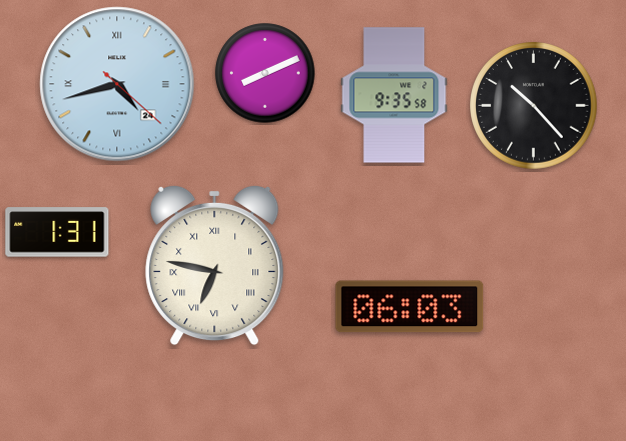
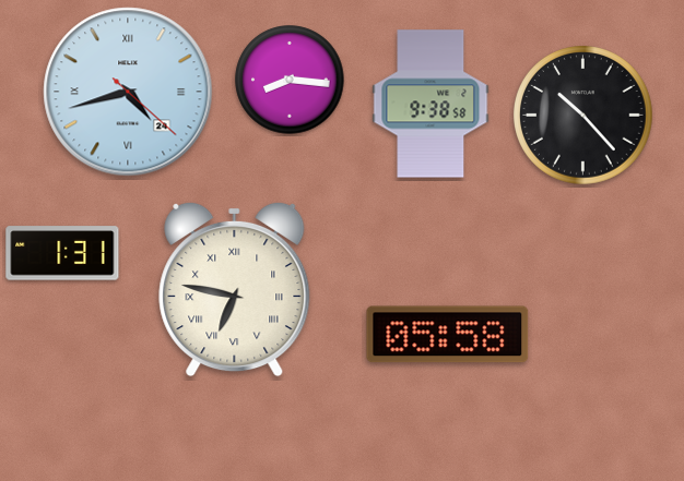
clock at (265, 73): 8:11 -> 8:16
clock at (394, 95): 9:35 -> 9:38
clock at (410, 307): 06:03 -> 05:58
